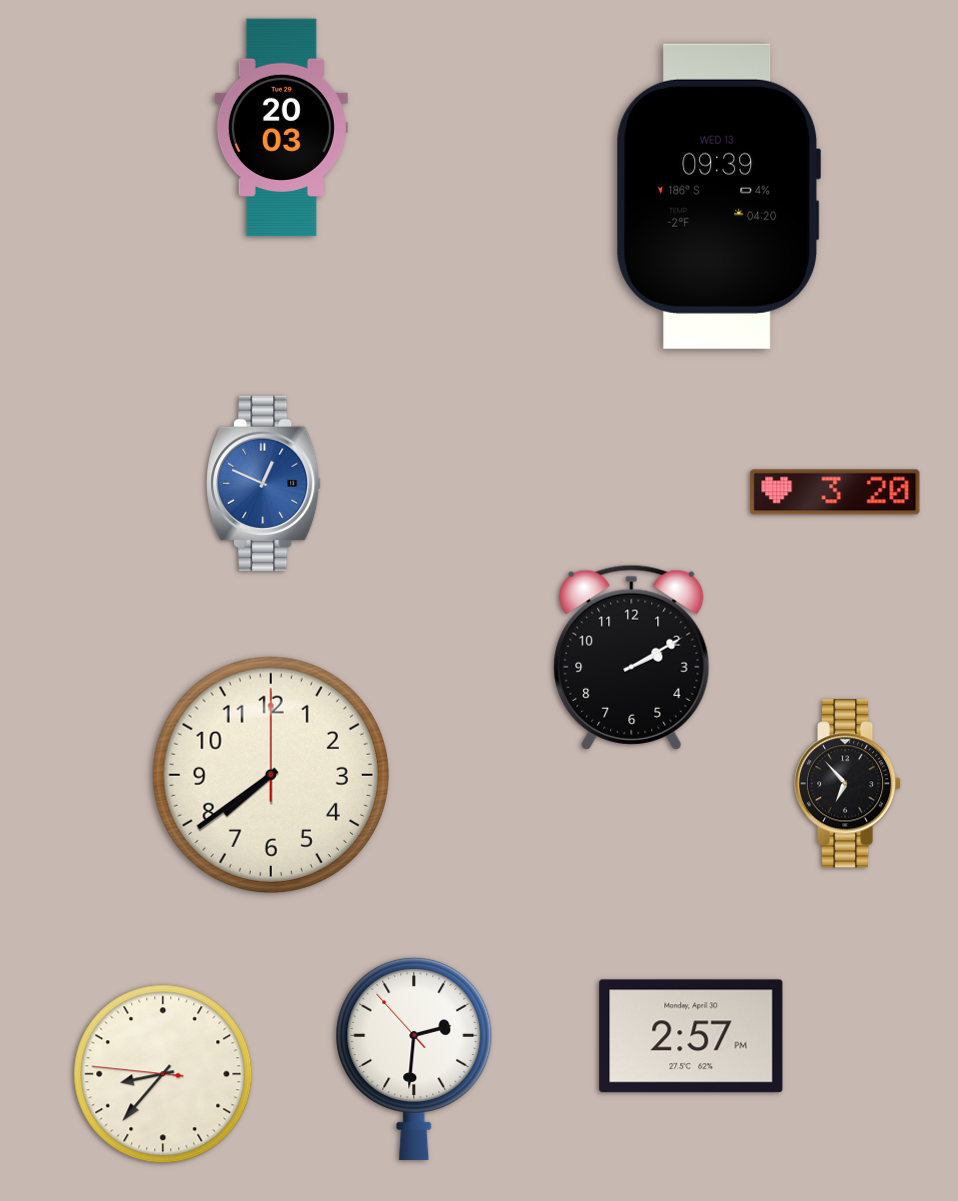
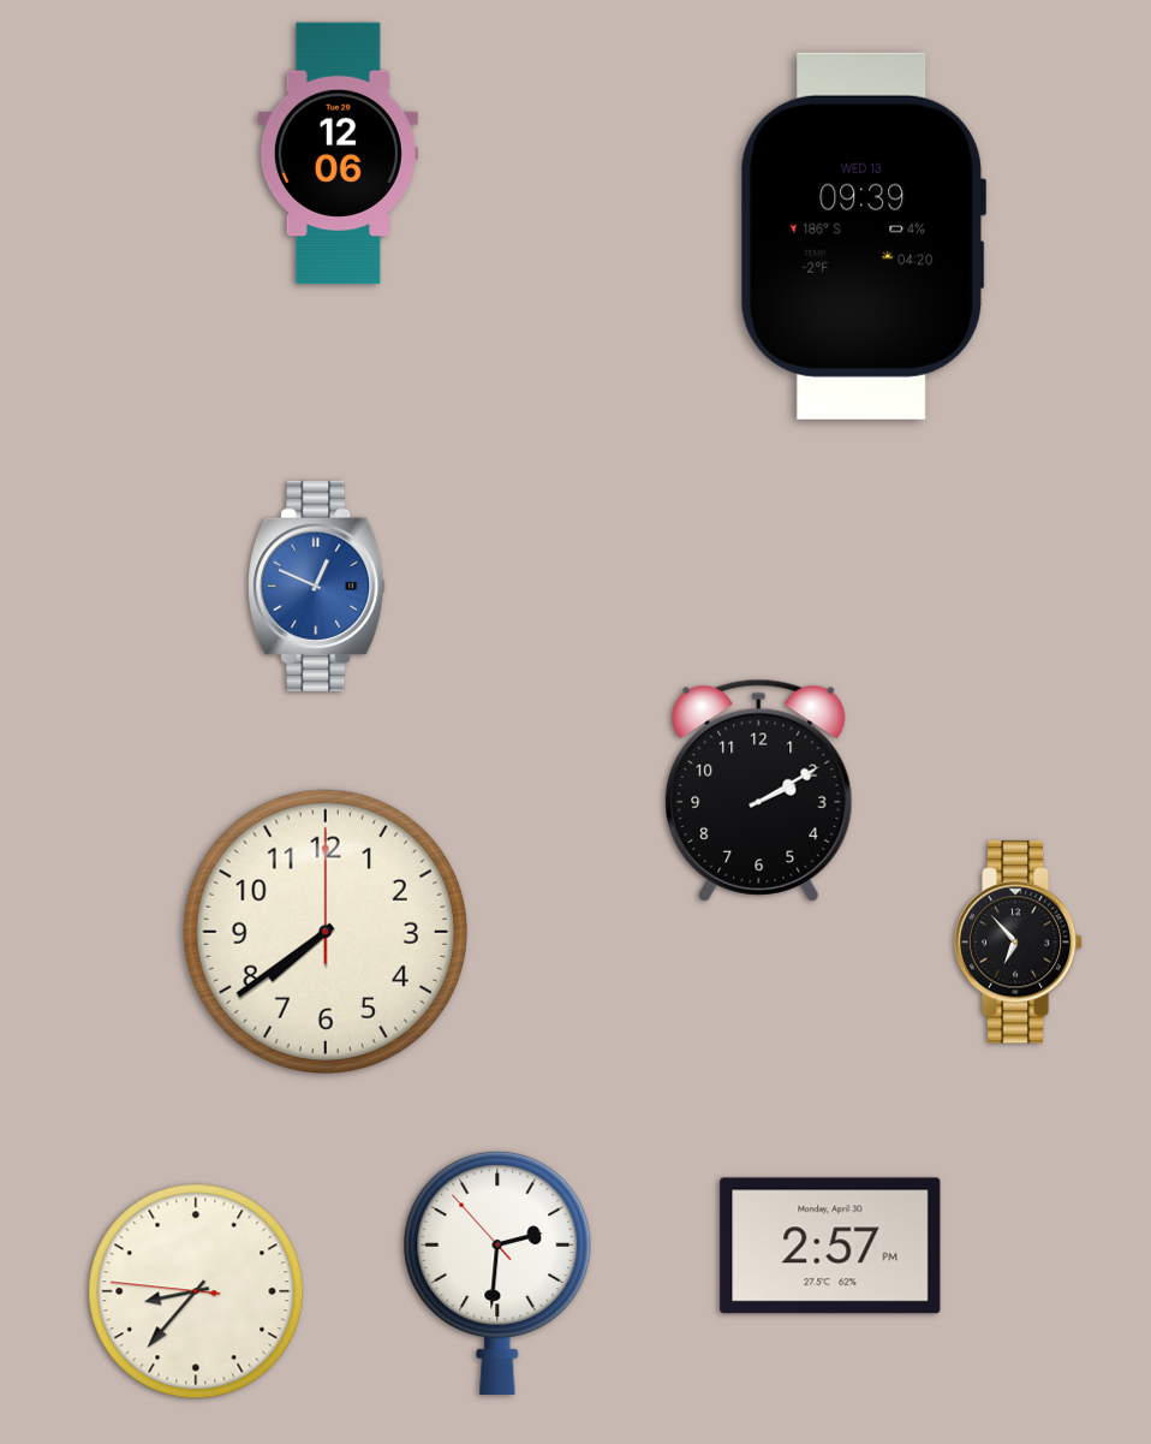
clock at (281, 128): 20:03 -> 12:06
clock at (264, 483) position: (264, 483) -> (317, 586)
clock at (835, 492): 3:20 -> none
